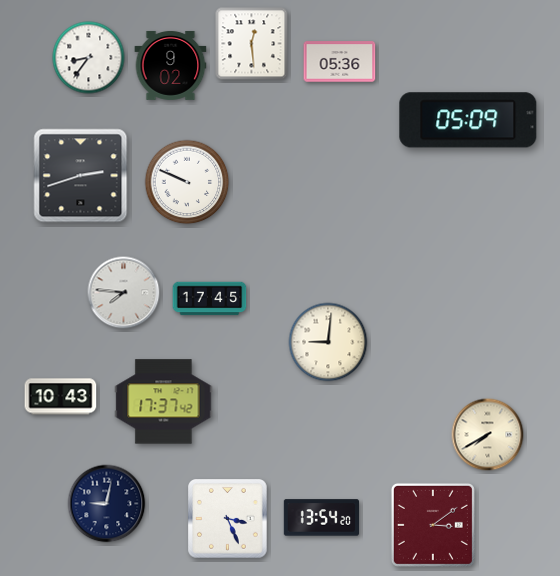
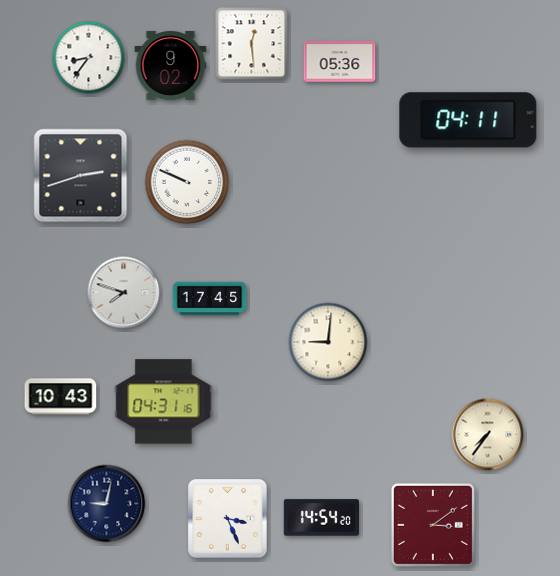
clock at (468, 120): 05:09 -> 04:11
clock at (124, 293): 7:46 -> 7:48
clock at (164, 402): 17:37 -> 04:31
clock at (488, 435): 7:40 -> 7:36
clock at (322, 518): 13:54 -> 14:54
